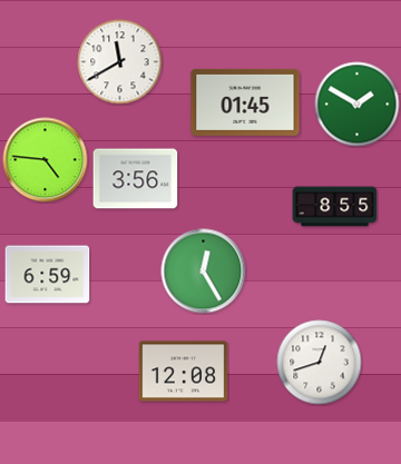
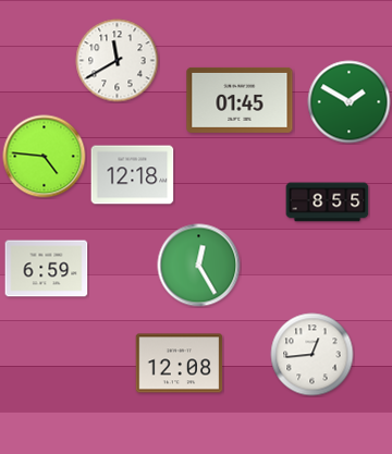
clock at (136, 179): 3:56 -> 12:18
clock at (320, 363): 12:42 -> 12:44
